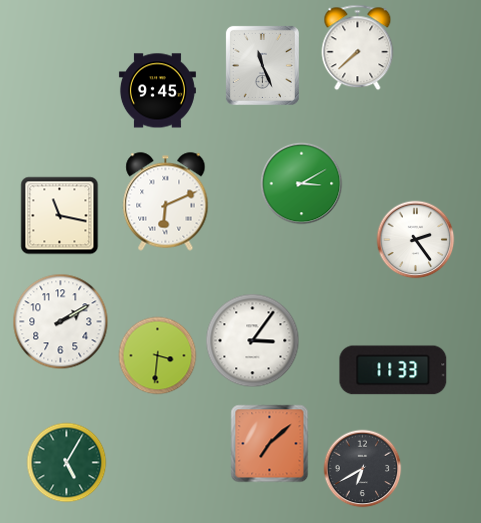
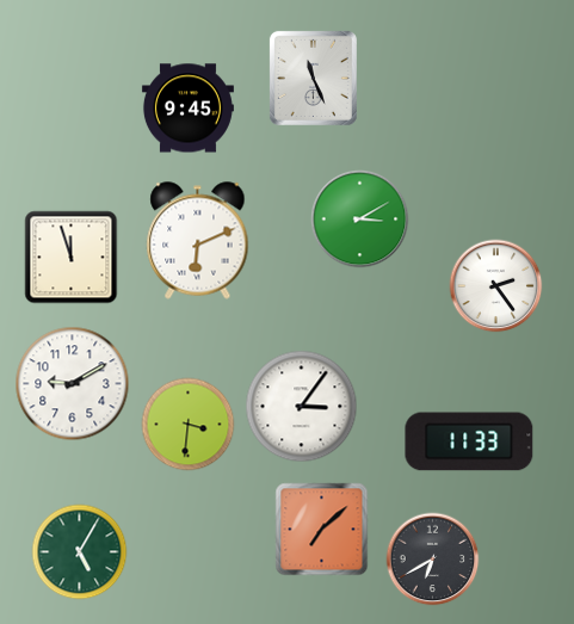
clock at (358, 47): 7:38 -> none
clock at (59, 215): 11:17 -> 11:57
clock at (60, 321): 2:10 -> 9:10
